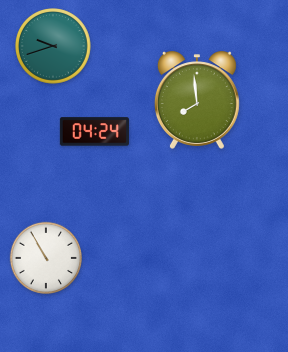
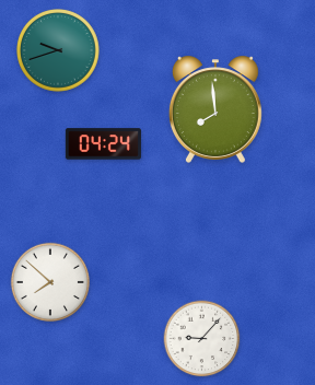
clock at (45, 257): 10:55 -> 7:52
clock at (202, 339): none -> 9:07
